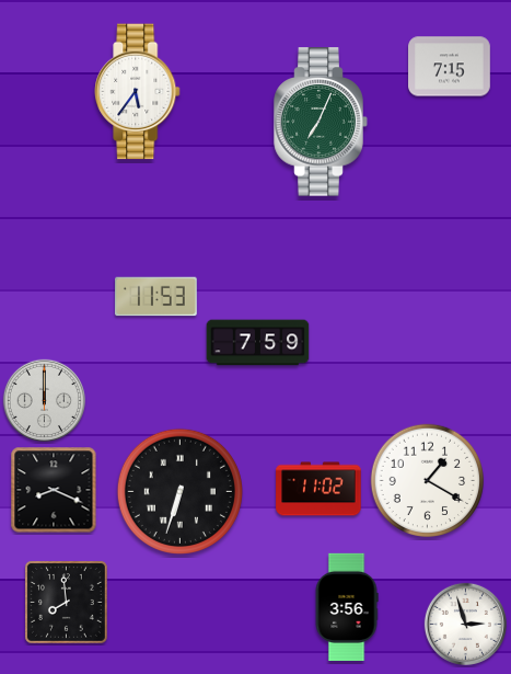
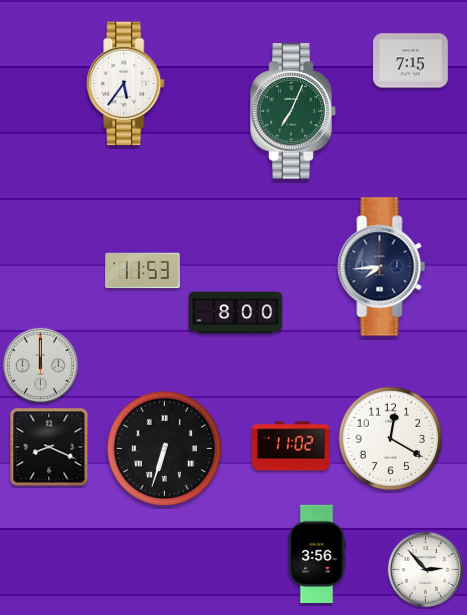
clock at (382, 267): none -> 7:44
clock at (258, 343): 7:59 -> 8:00
clock at (427, 480): 1:20 -> 12:20
clock at (67, 603): 7:59 -> none
clock at (465, 624): 2:57 -> 2:53
